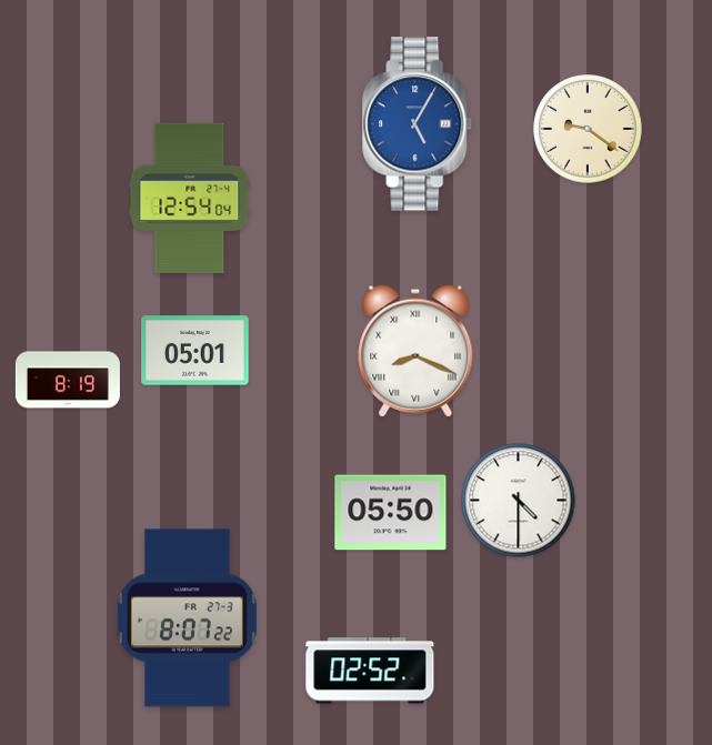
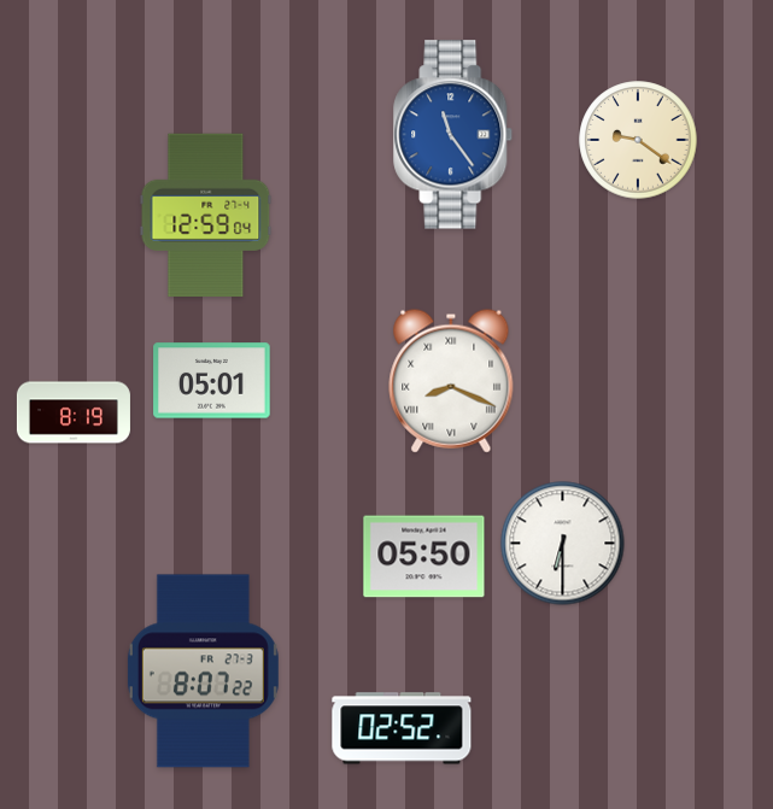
clock at (418, 124): 5:05 -> 11:24
clock at (190, 199): 12:54 -> 12:59
clock at (519, 501): 4:30 -> 6:30
